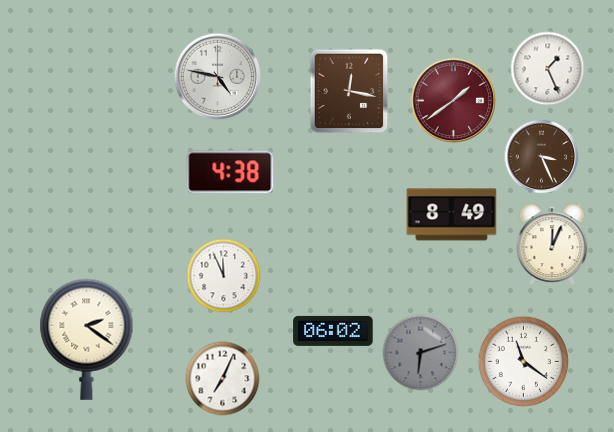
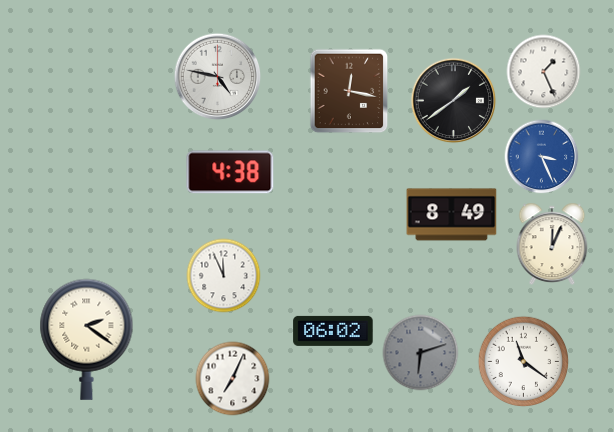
clock at (548, 69) position: (548, 69) -> (544, 72)
clock at (454, 101) dial: burgundy -> black
clock at (542, 157) dial: brown -> blue
clock at (223, 379) position: (223, 379) -> (233, 379)
